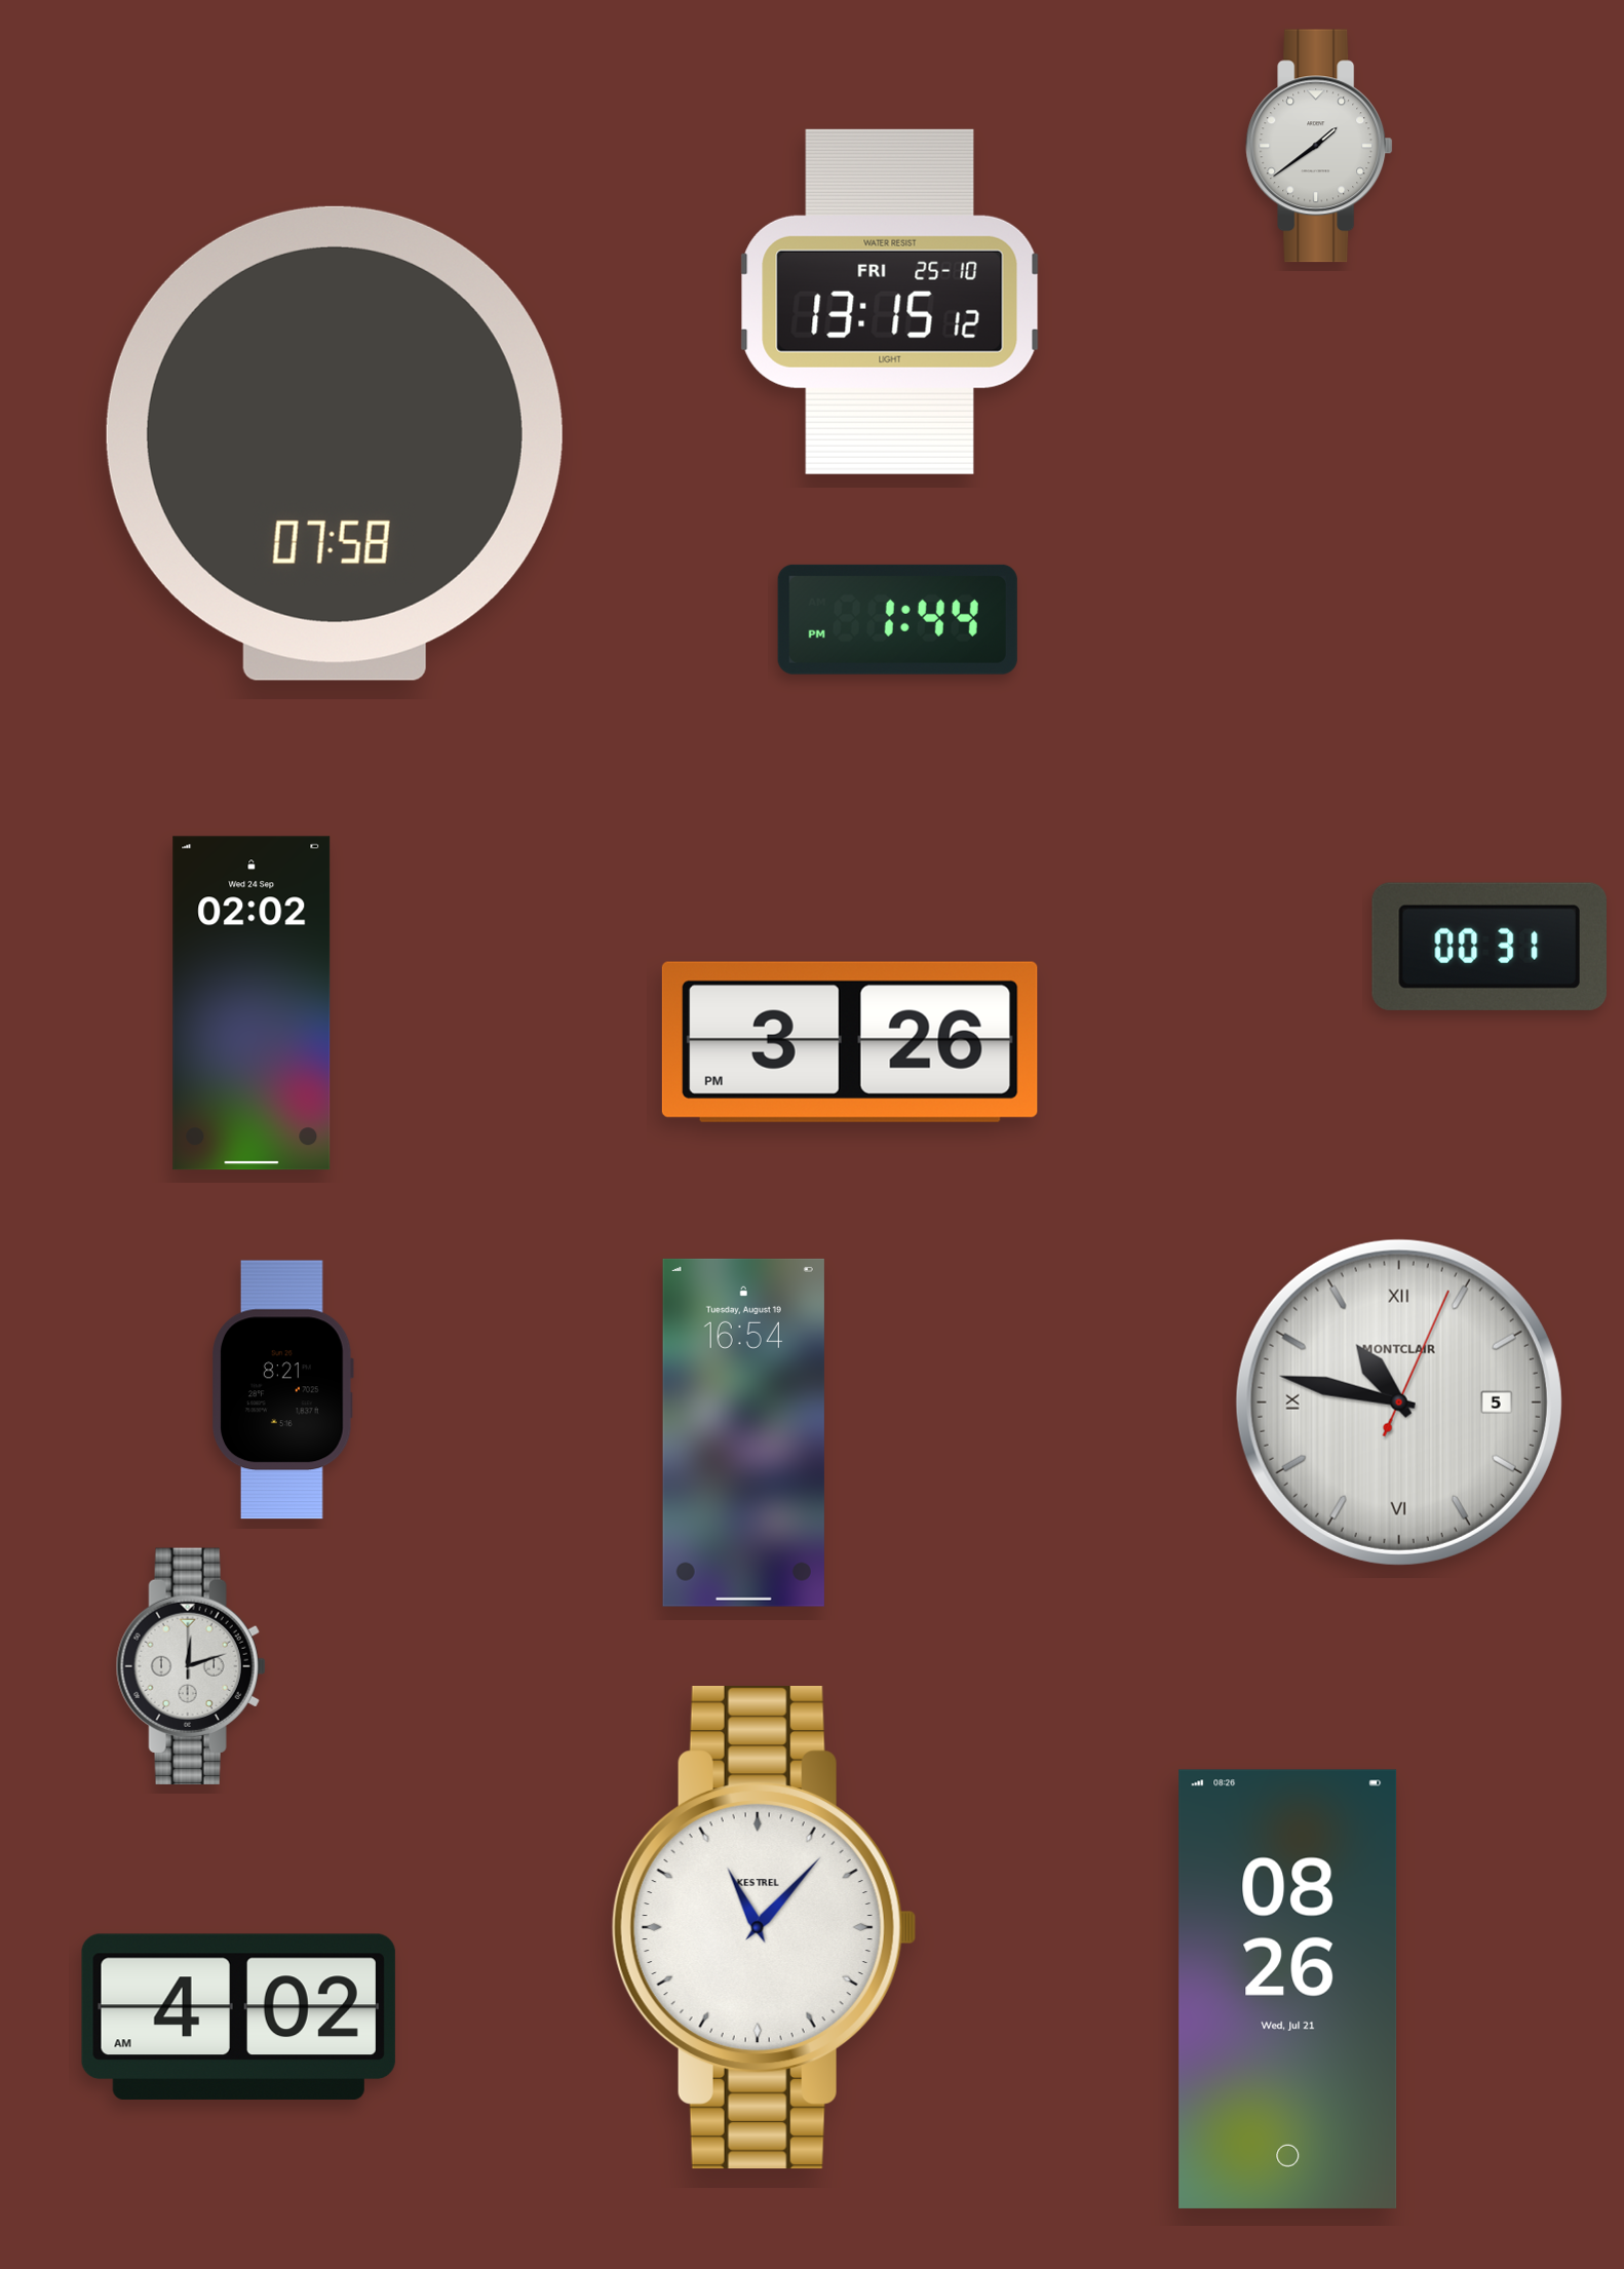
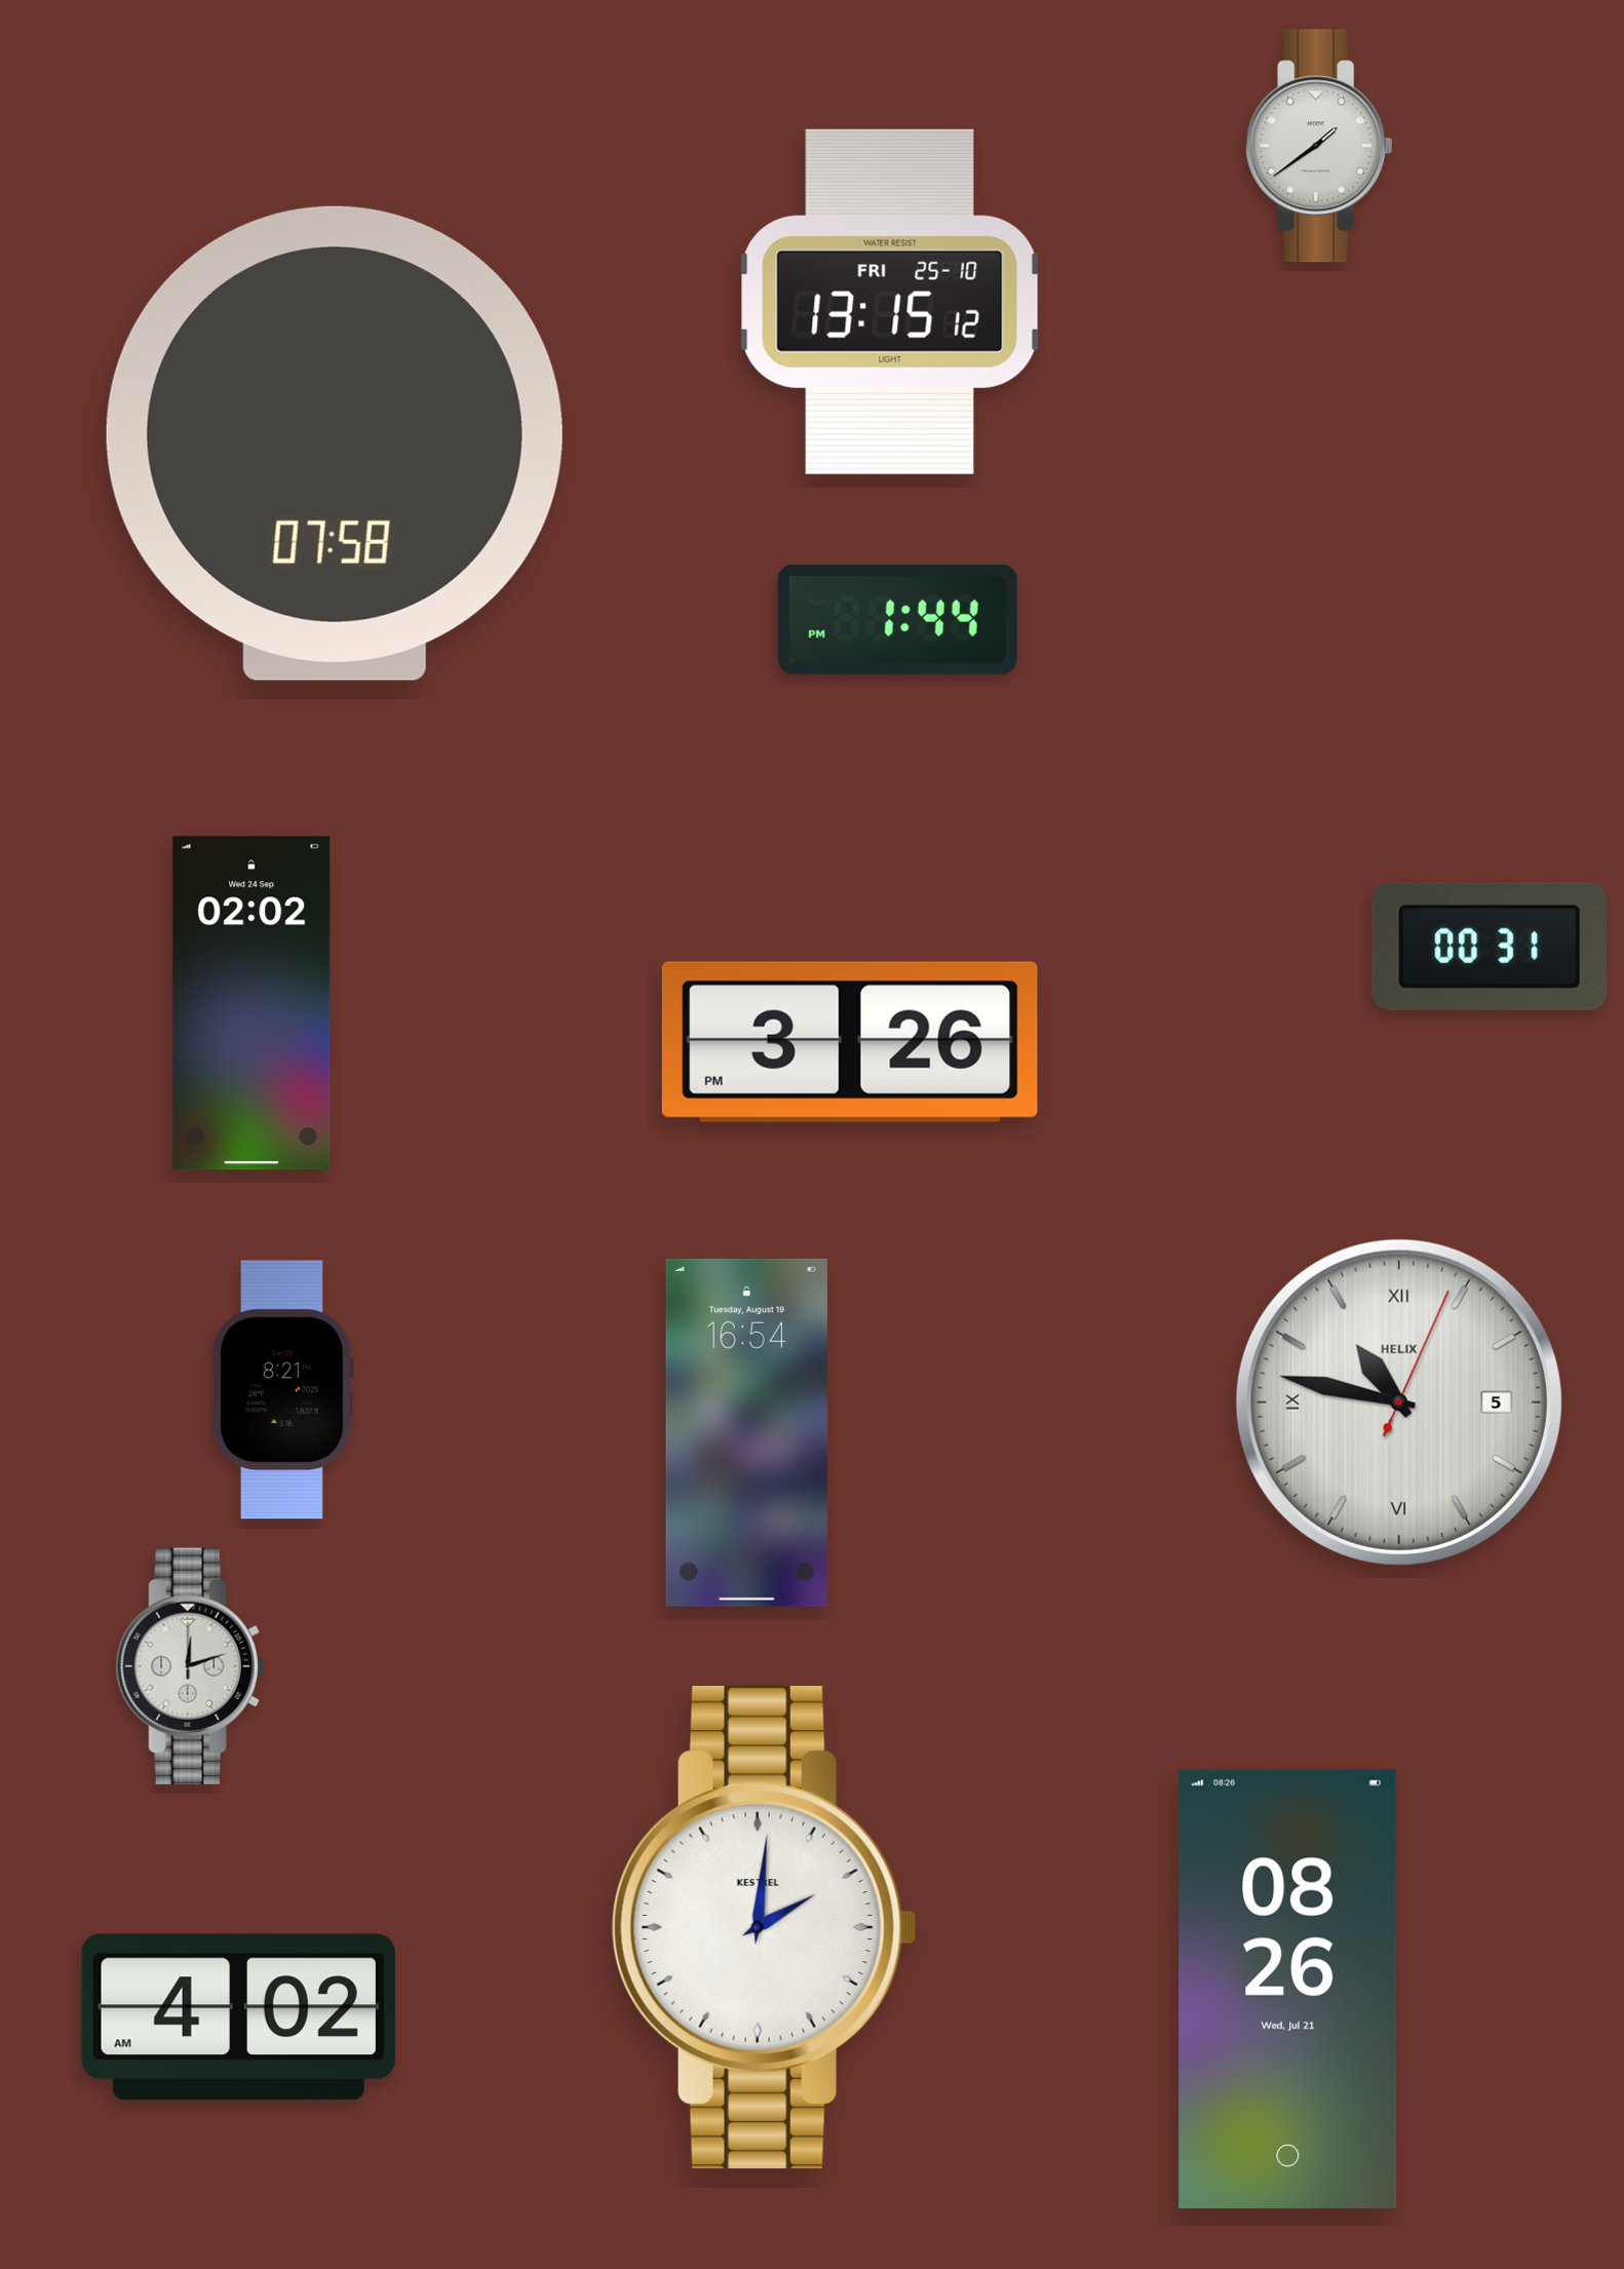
clock at (1399, 1402) brand: MONTCLAIR -> HELIX
clock at (743, 1432) position: (743, 1432) -> (746, 1432)
clock at (764, 1928): 11:07 -> 2:01
